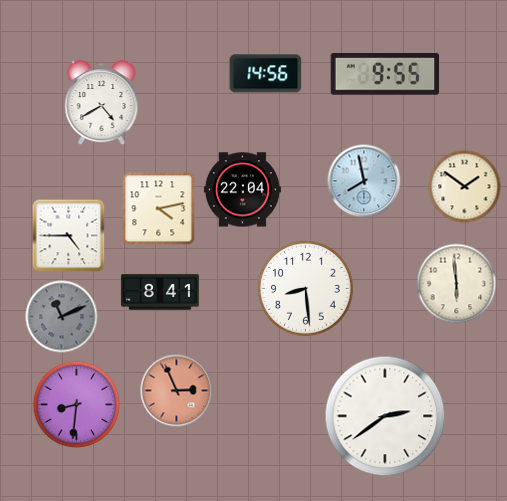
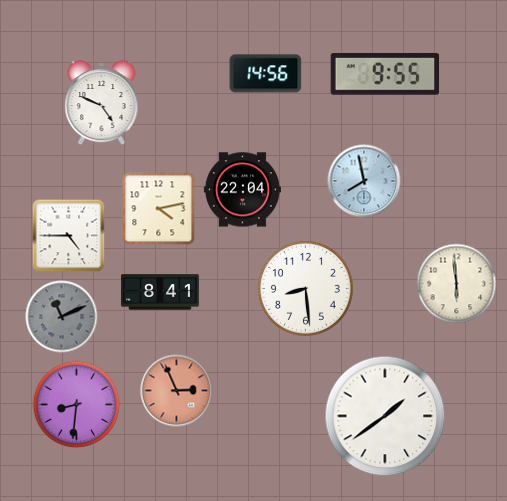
clock at (102, 103): 4:40 -> 4:49
clock at (465, 187): 1:51 -> none
clock at (385, 416): 2:39 -> 1:39
